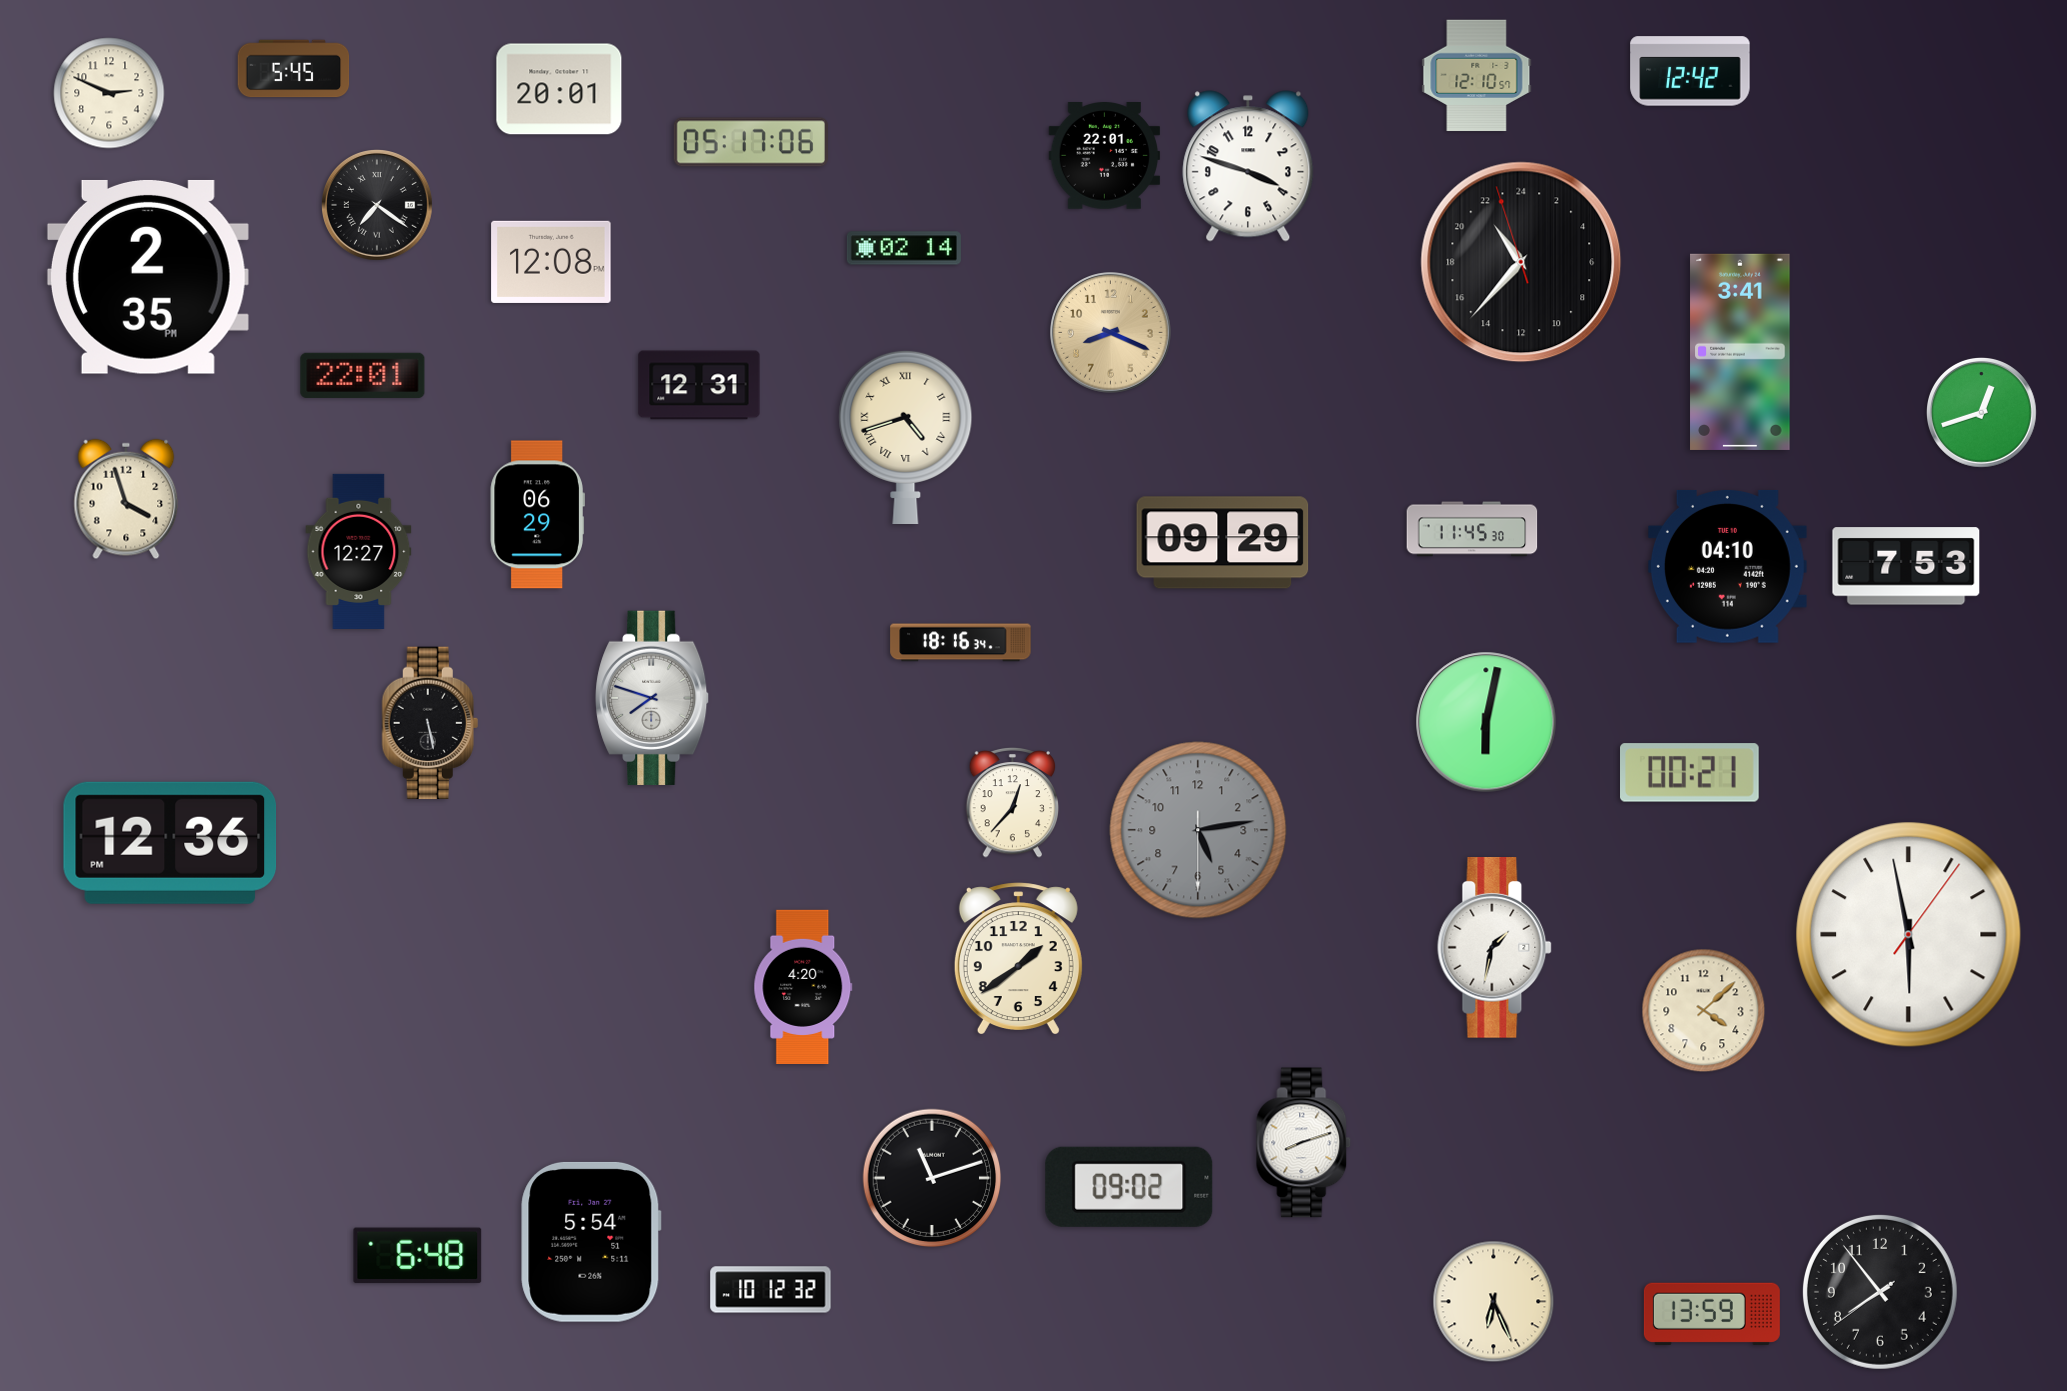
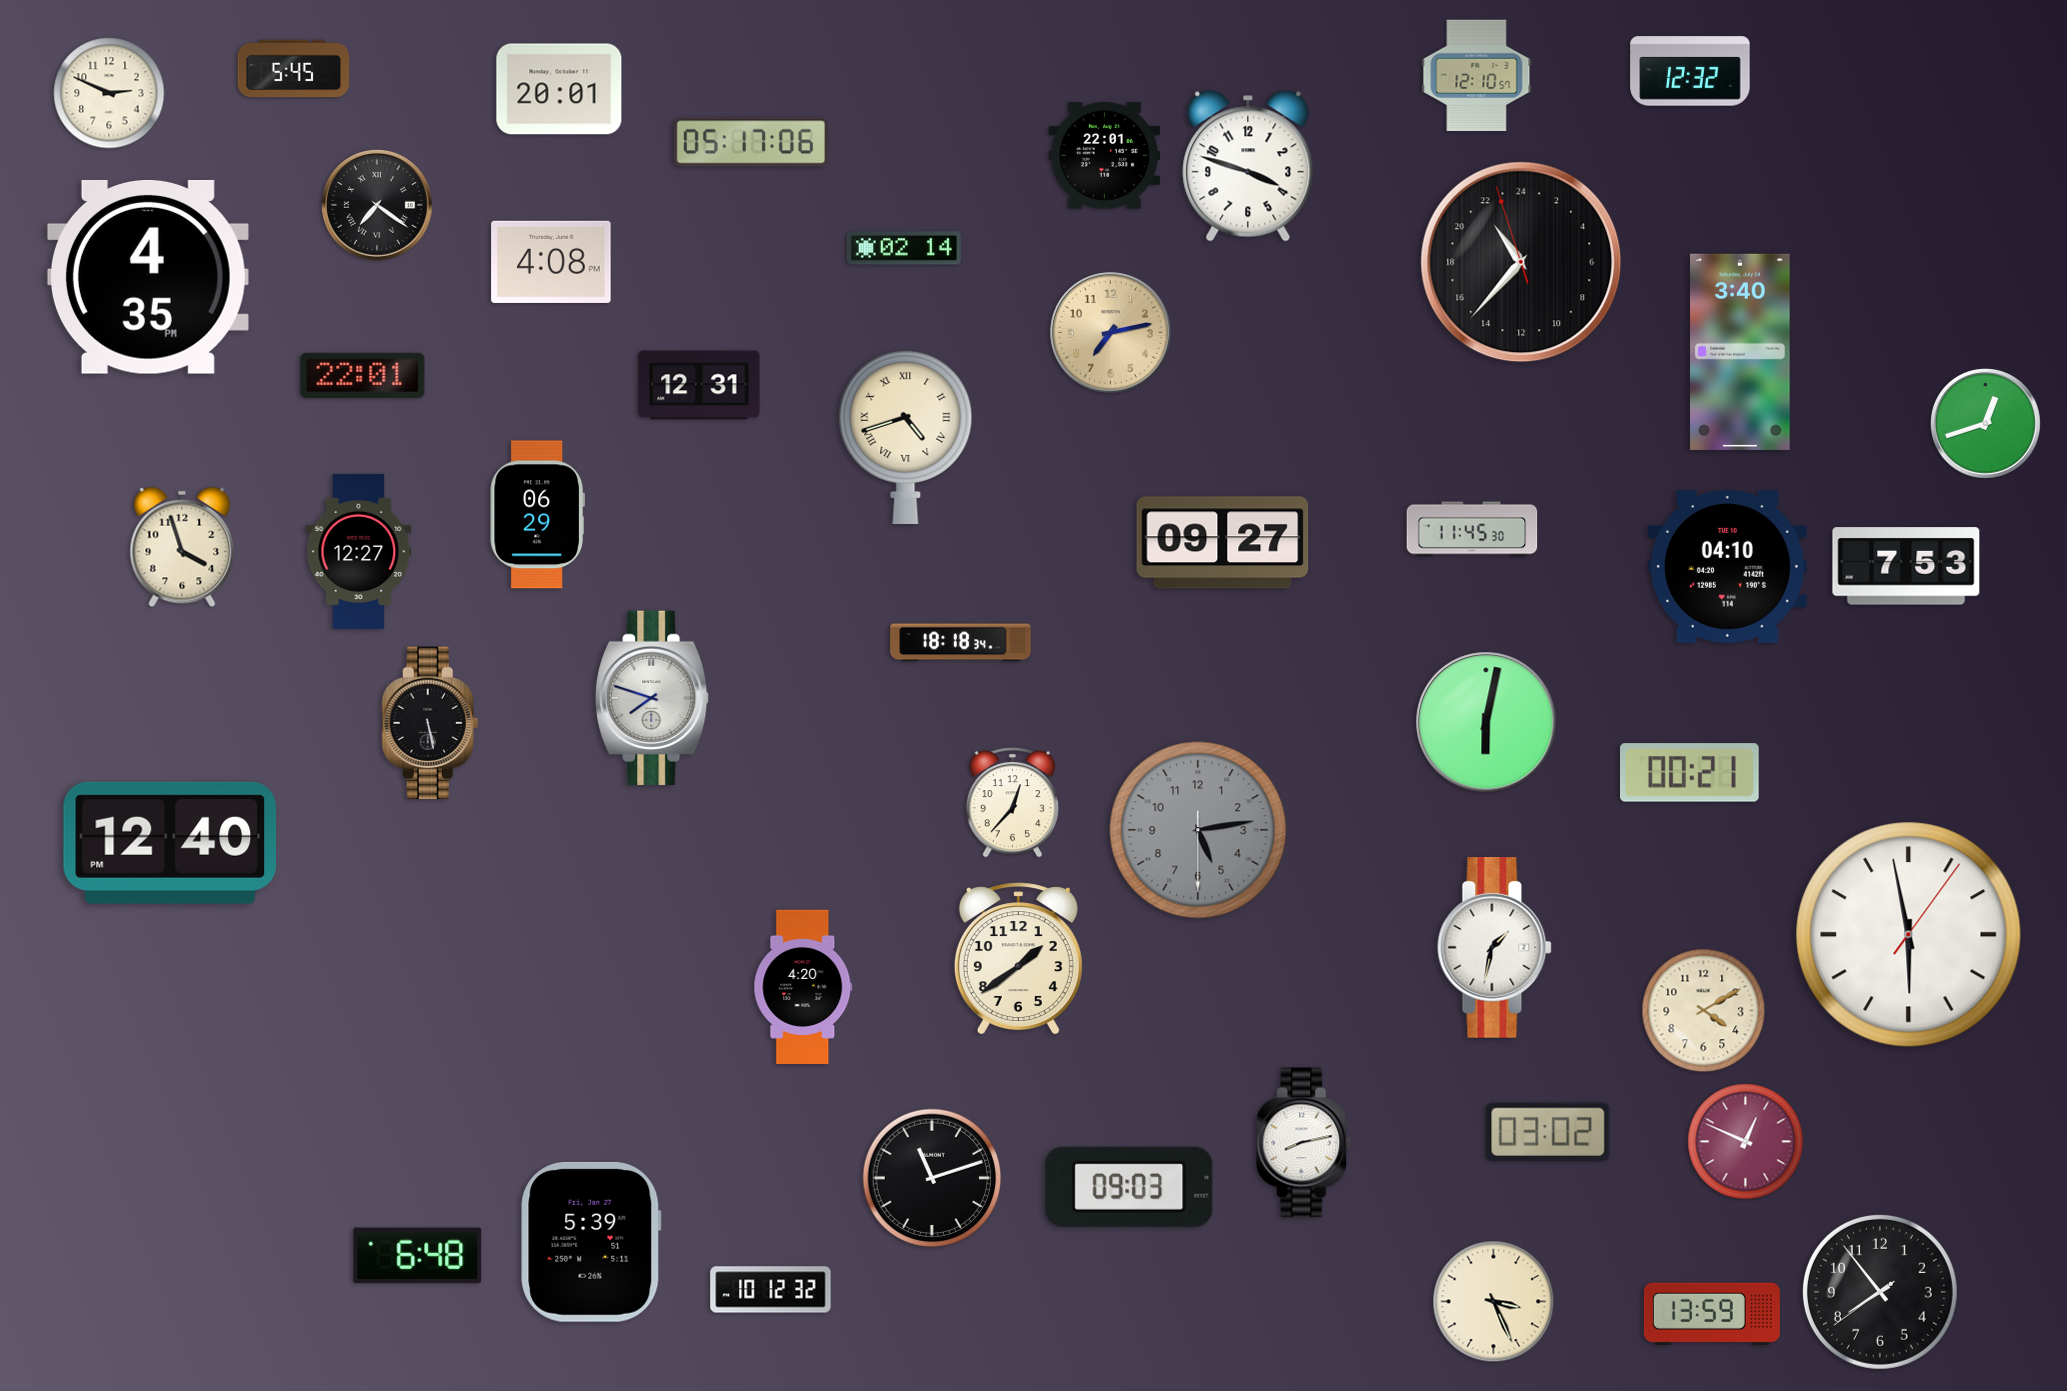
clock at (1690, 71): 12:42 -> 12:32
clock at (551, 262): 12:08 -> 4:08
clock at (148, 277): 2:35 -> 4:35
clock at (1111, 333): 8:19 -> 7:13
clock at (1740, 352): 3:41 -> 3:40
clock at (1982, 413) position: (1982, 413) -> (1986, 424)
clock at (126, 499) position: (126, 499) -> (182, 547)
clock at (1223, 543): 09:29 -> 09:27
clock at (961, 643): 18:16 -> 18:18
clock at (170, 843): 12:36 -> 12:40
clock at (1704, 1011): 4:08 -> 4:10
clock at (1548, 1132): none -> 03:02
clock at (1746, 1142): none -> 12:49
clock at (1304, 1143): 8:12 -> 8:13
clock at (1129, 1187): 09:02 -> 09:03
clock at (591, 1242): 5:54 -> 5:39
clock at (1494, 1302): 6:26 -> 3:26
